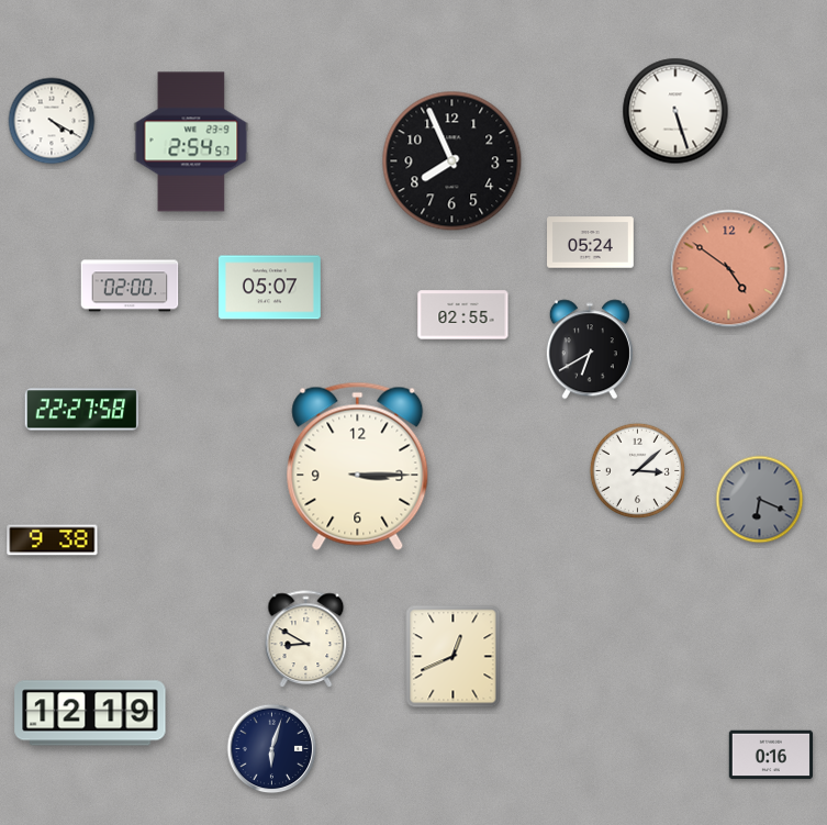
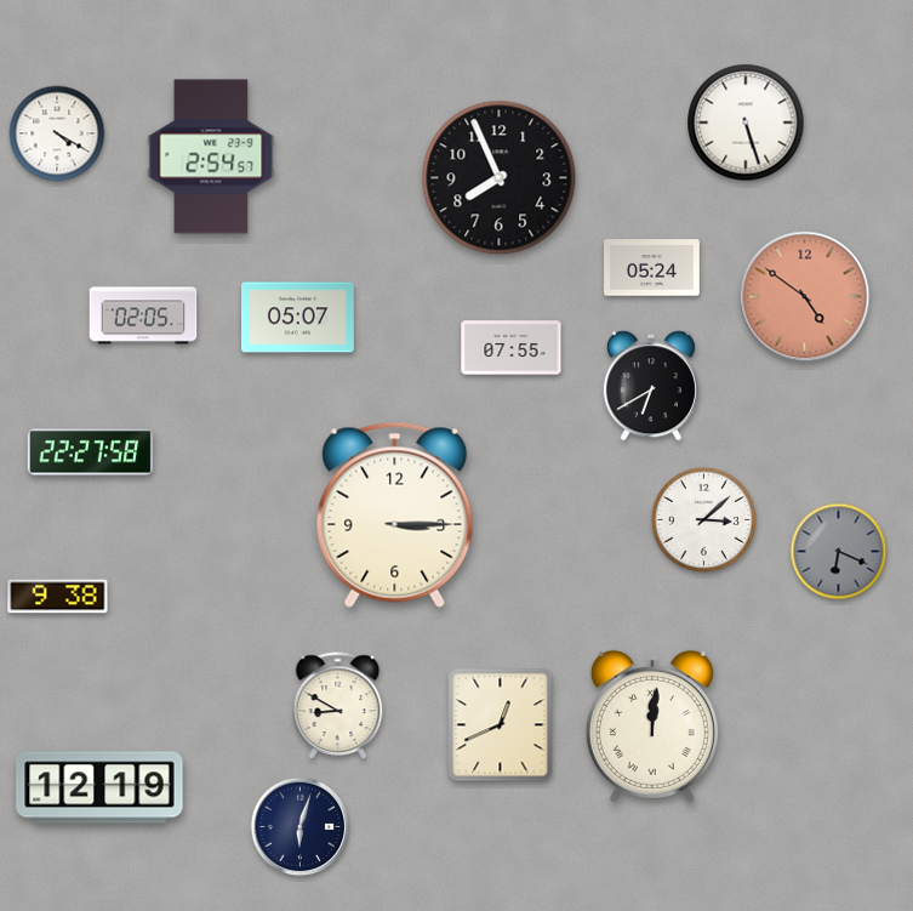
clock at (130, 286): 02:00 -> 02:05
clock at (463, 315): 02:55 -> 07:55
clock at (652, 727): none -> 12:01
clock at (770, 755): 0:16 -> none
